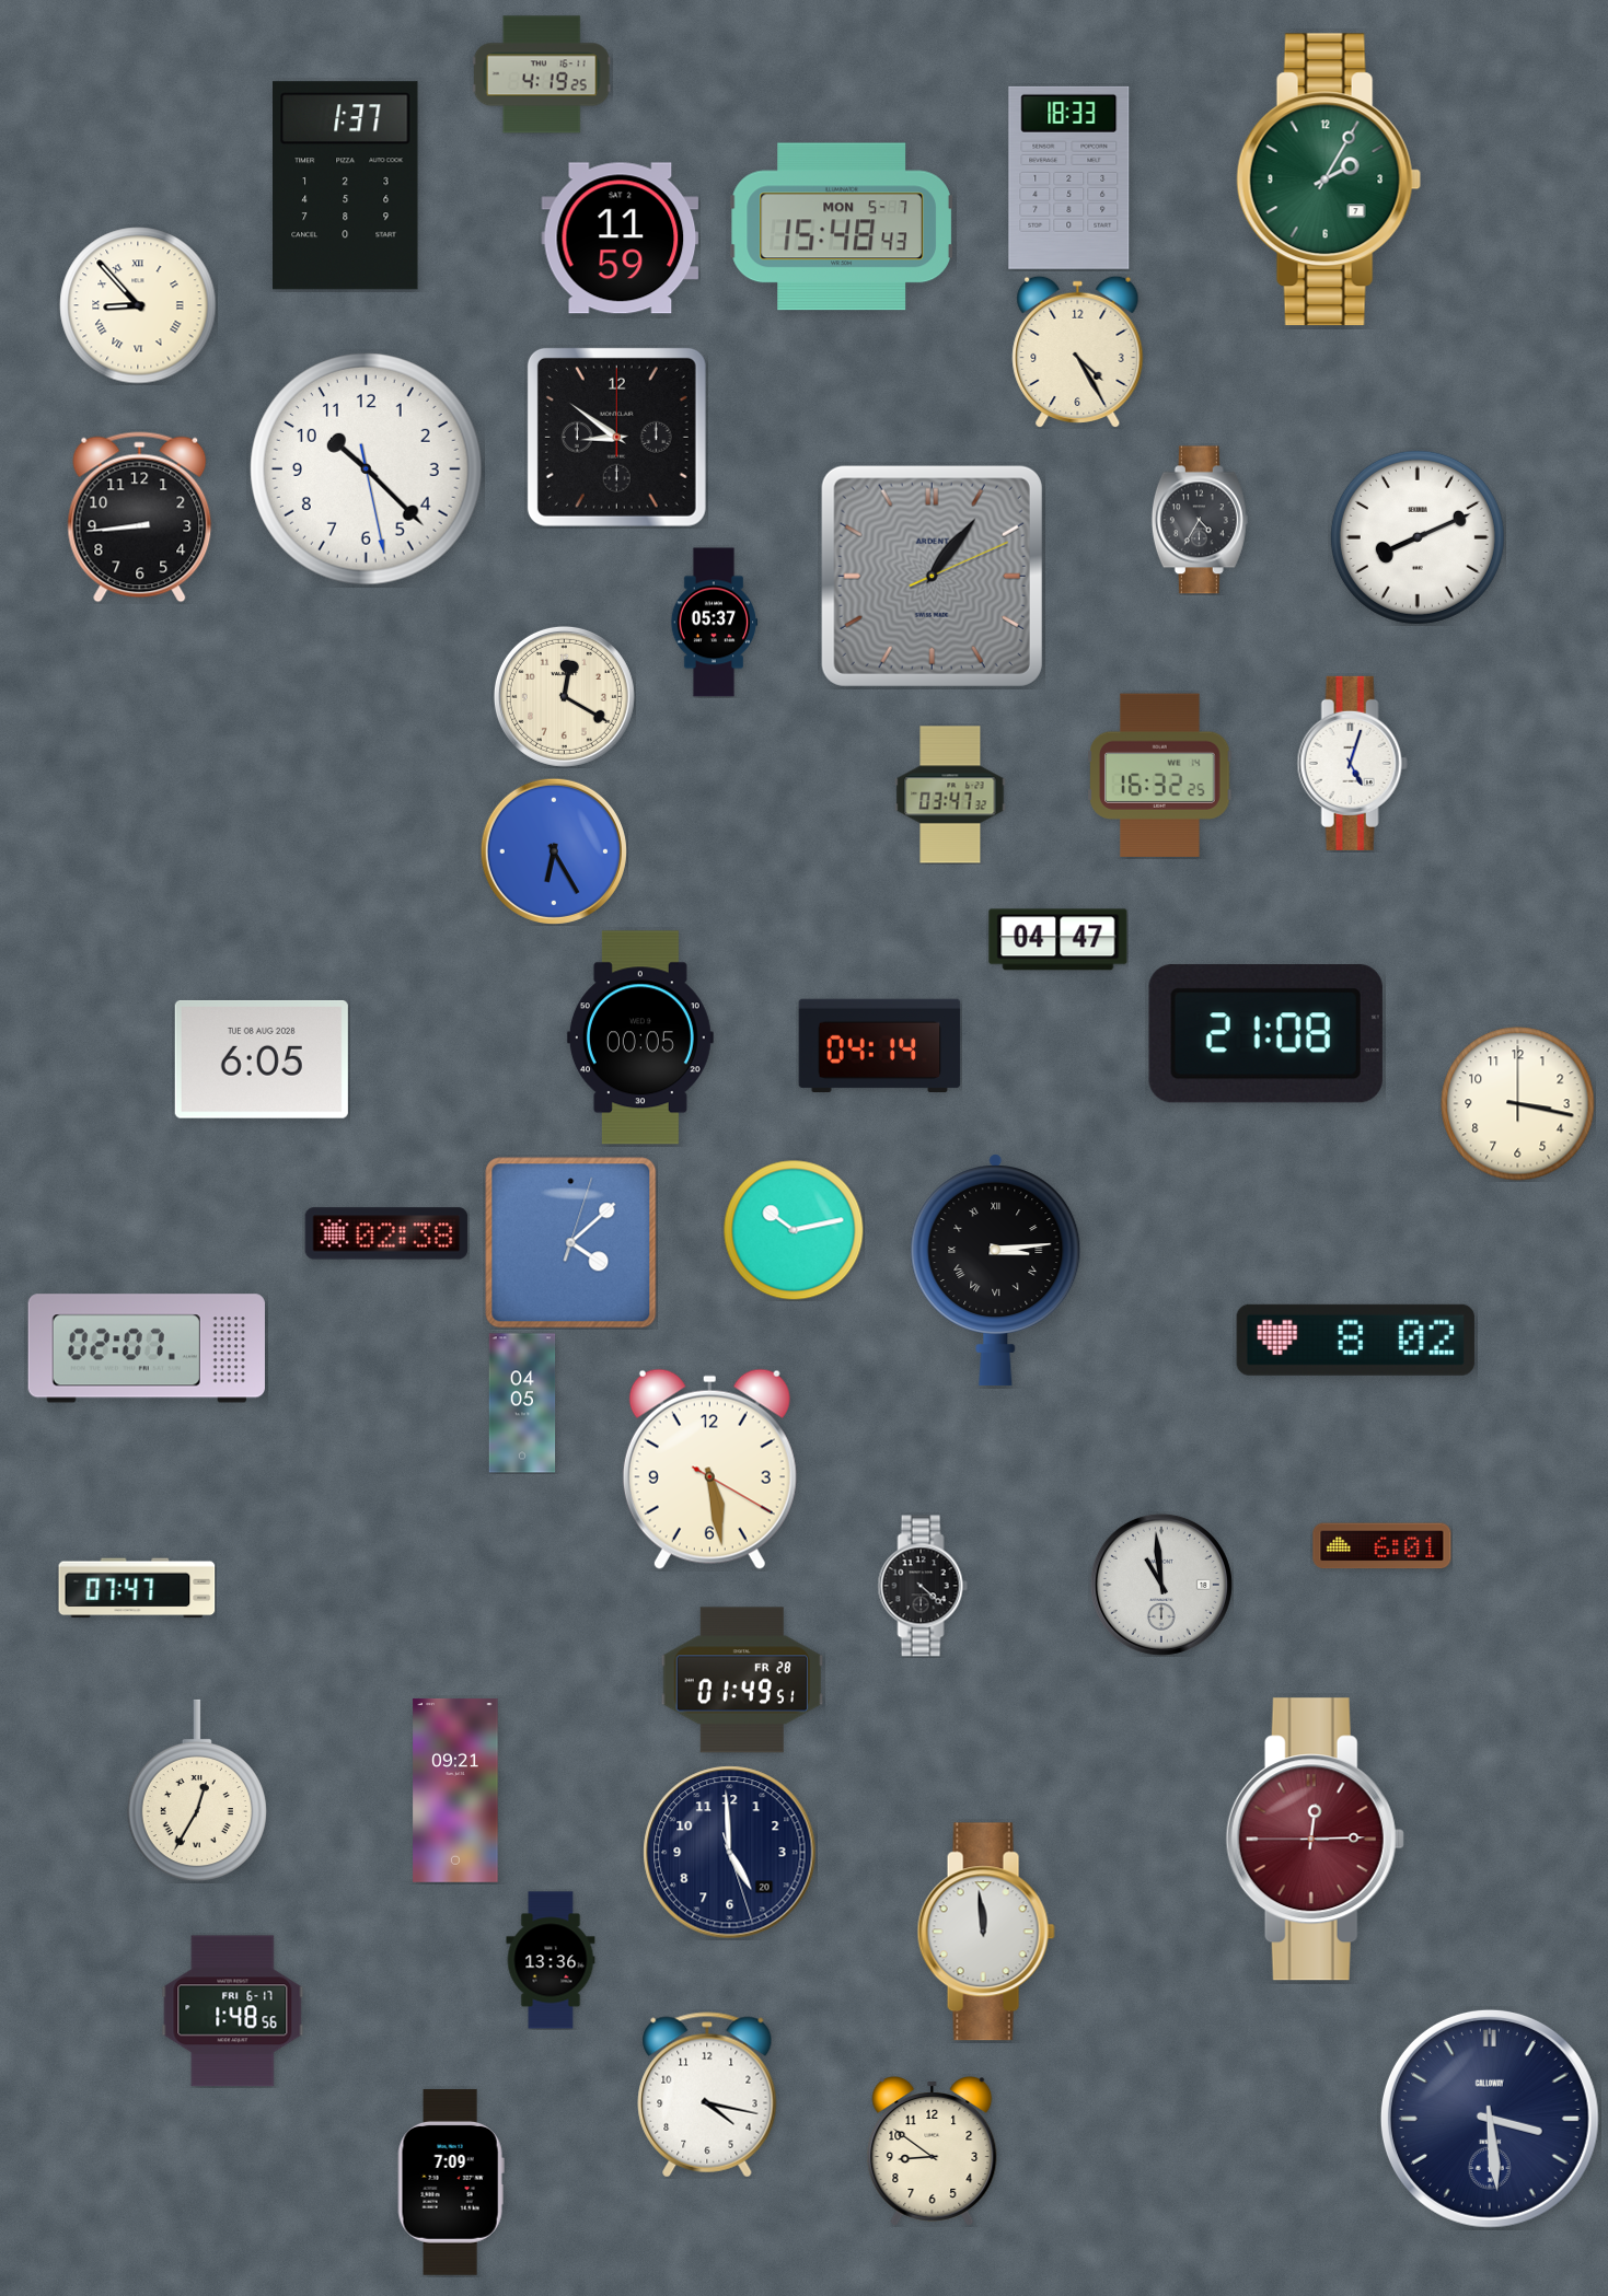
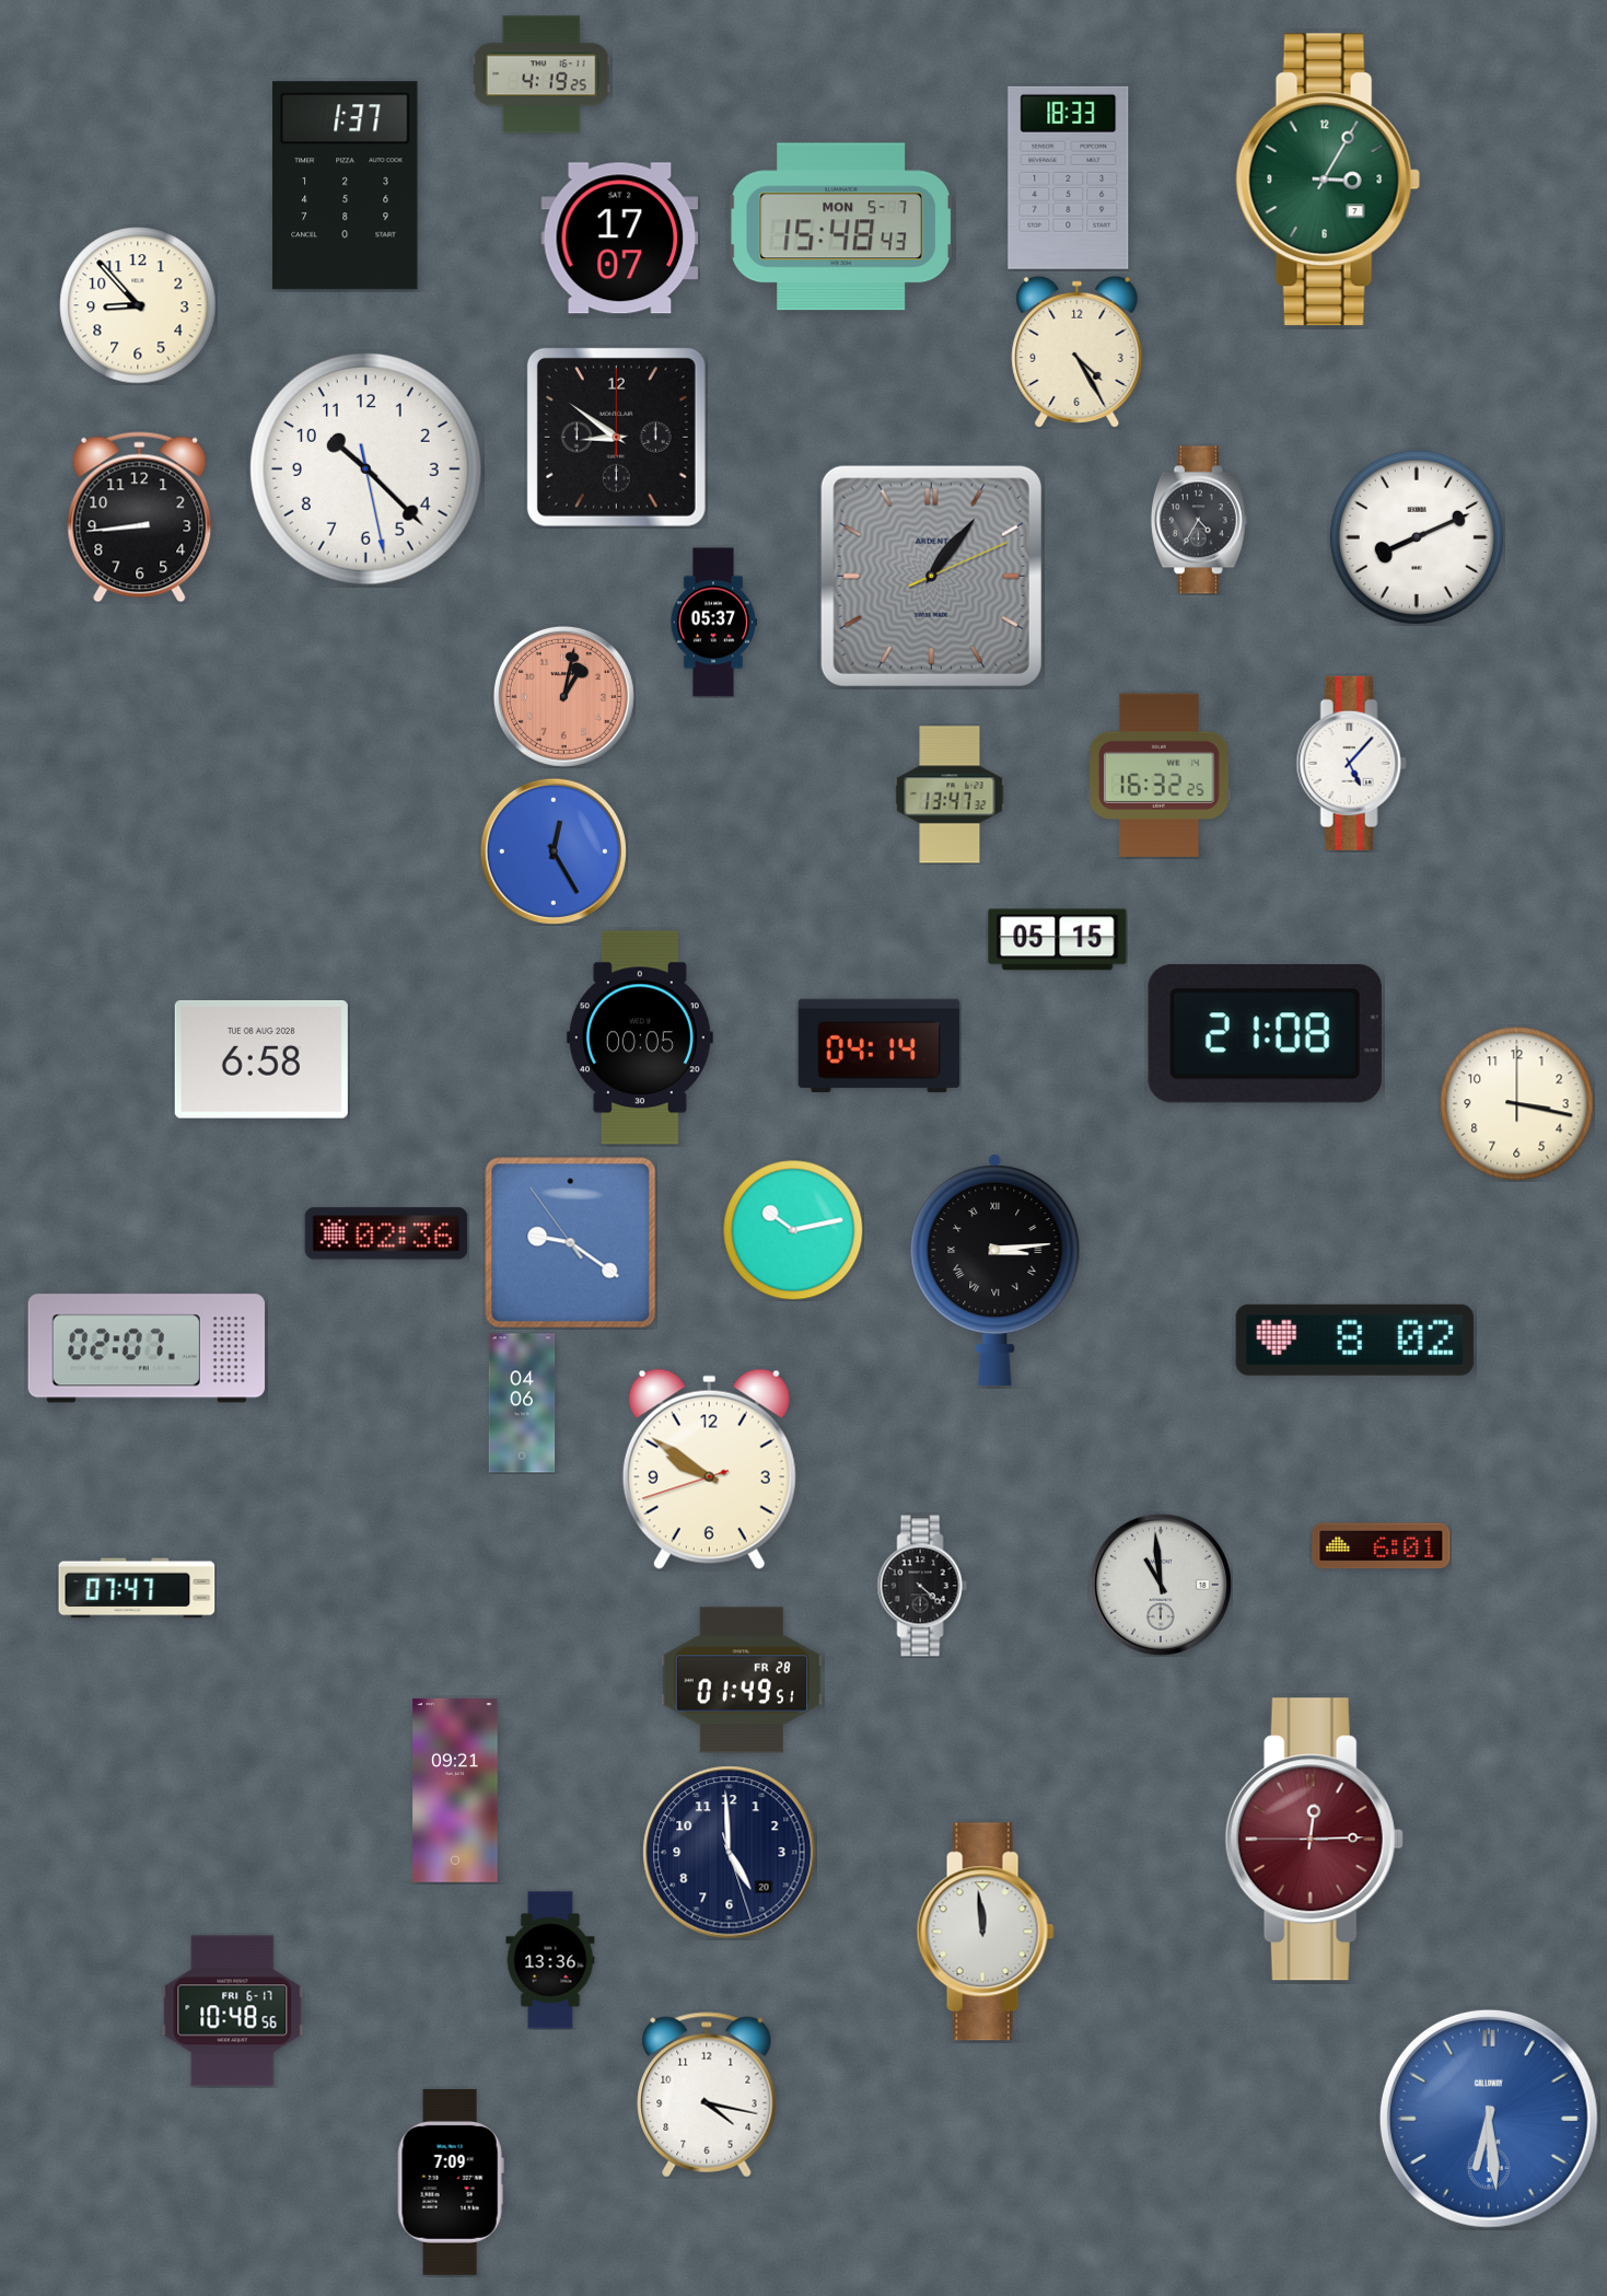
clock at (1329, 179): 2:05 -> 3:05
clock at (621, 239): 11:59 -> 17:07
clock at (138, 305) numerals: Roman -> Arabic
clock at (564, 696): 12:20 -> 1:02
clock at (564, 696) dial: cream -> salmon
clock at (1352, 763): 5:03 -> 5:07
clock at (950, 795): 03:47 -> 13:47
clock at (554, 851): 6:25 -> 12:25
clock at (1058, 940): 04:47 -> 05:15
clock at (262, 1059): 6:05 -> 6:58
clock at (386, 1233): 02:38 -> 02:36
clock at (571, 1243): 4:08 -> 9:20
clock at (522, 1403): 04:05 -> 04:06
clock at (709, 1469): 5:28 -> 9:50
clock at (197, 1790): 12:35 -> none
clock at (233, 2011): 1:48 -> 10:48
clock at (1490, 2119): 3:29 -> 6:29
clock at (1490, 2119) dial: navy -> blue
clock at (933, 2152): 8:51 -> none
